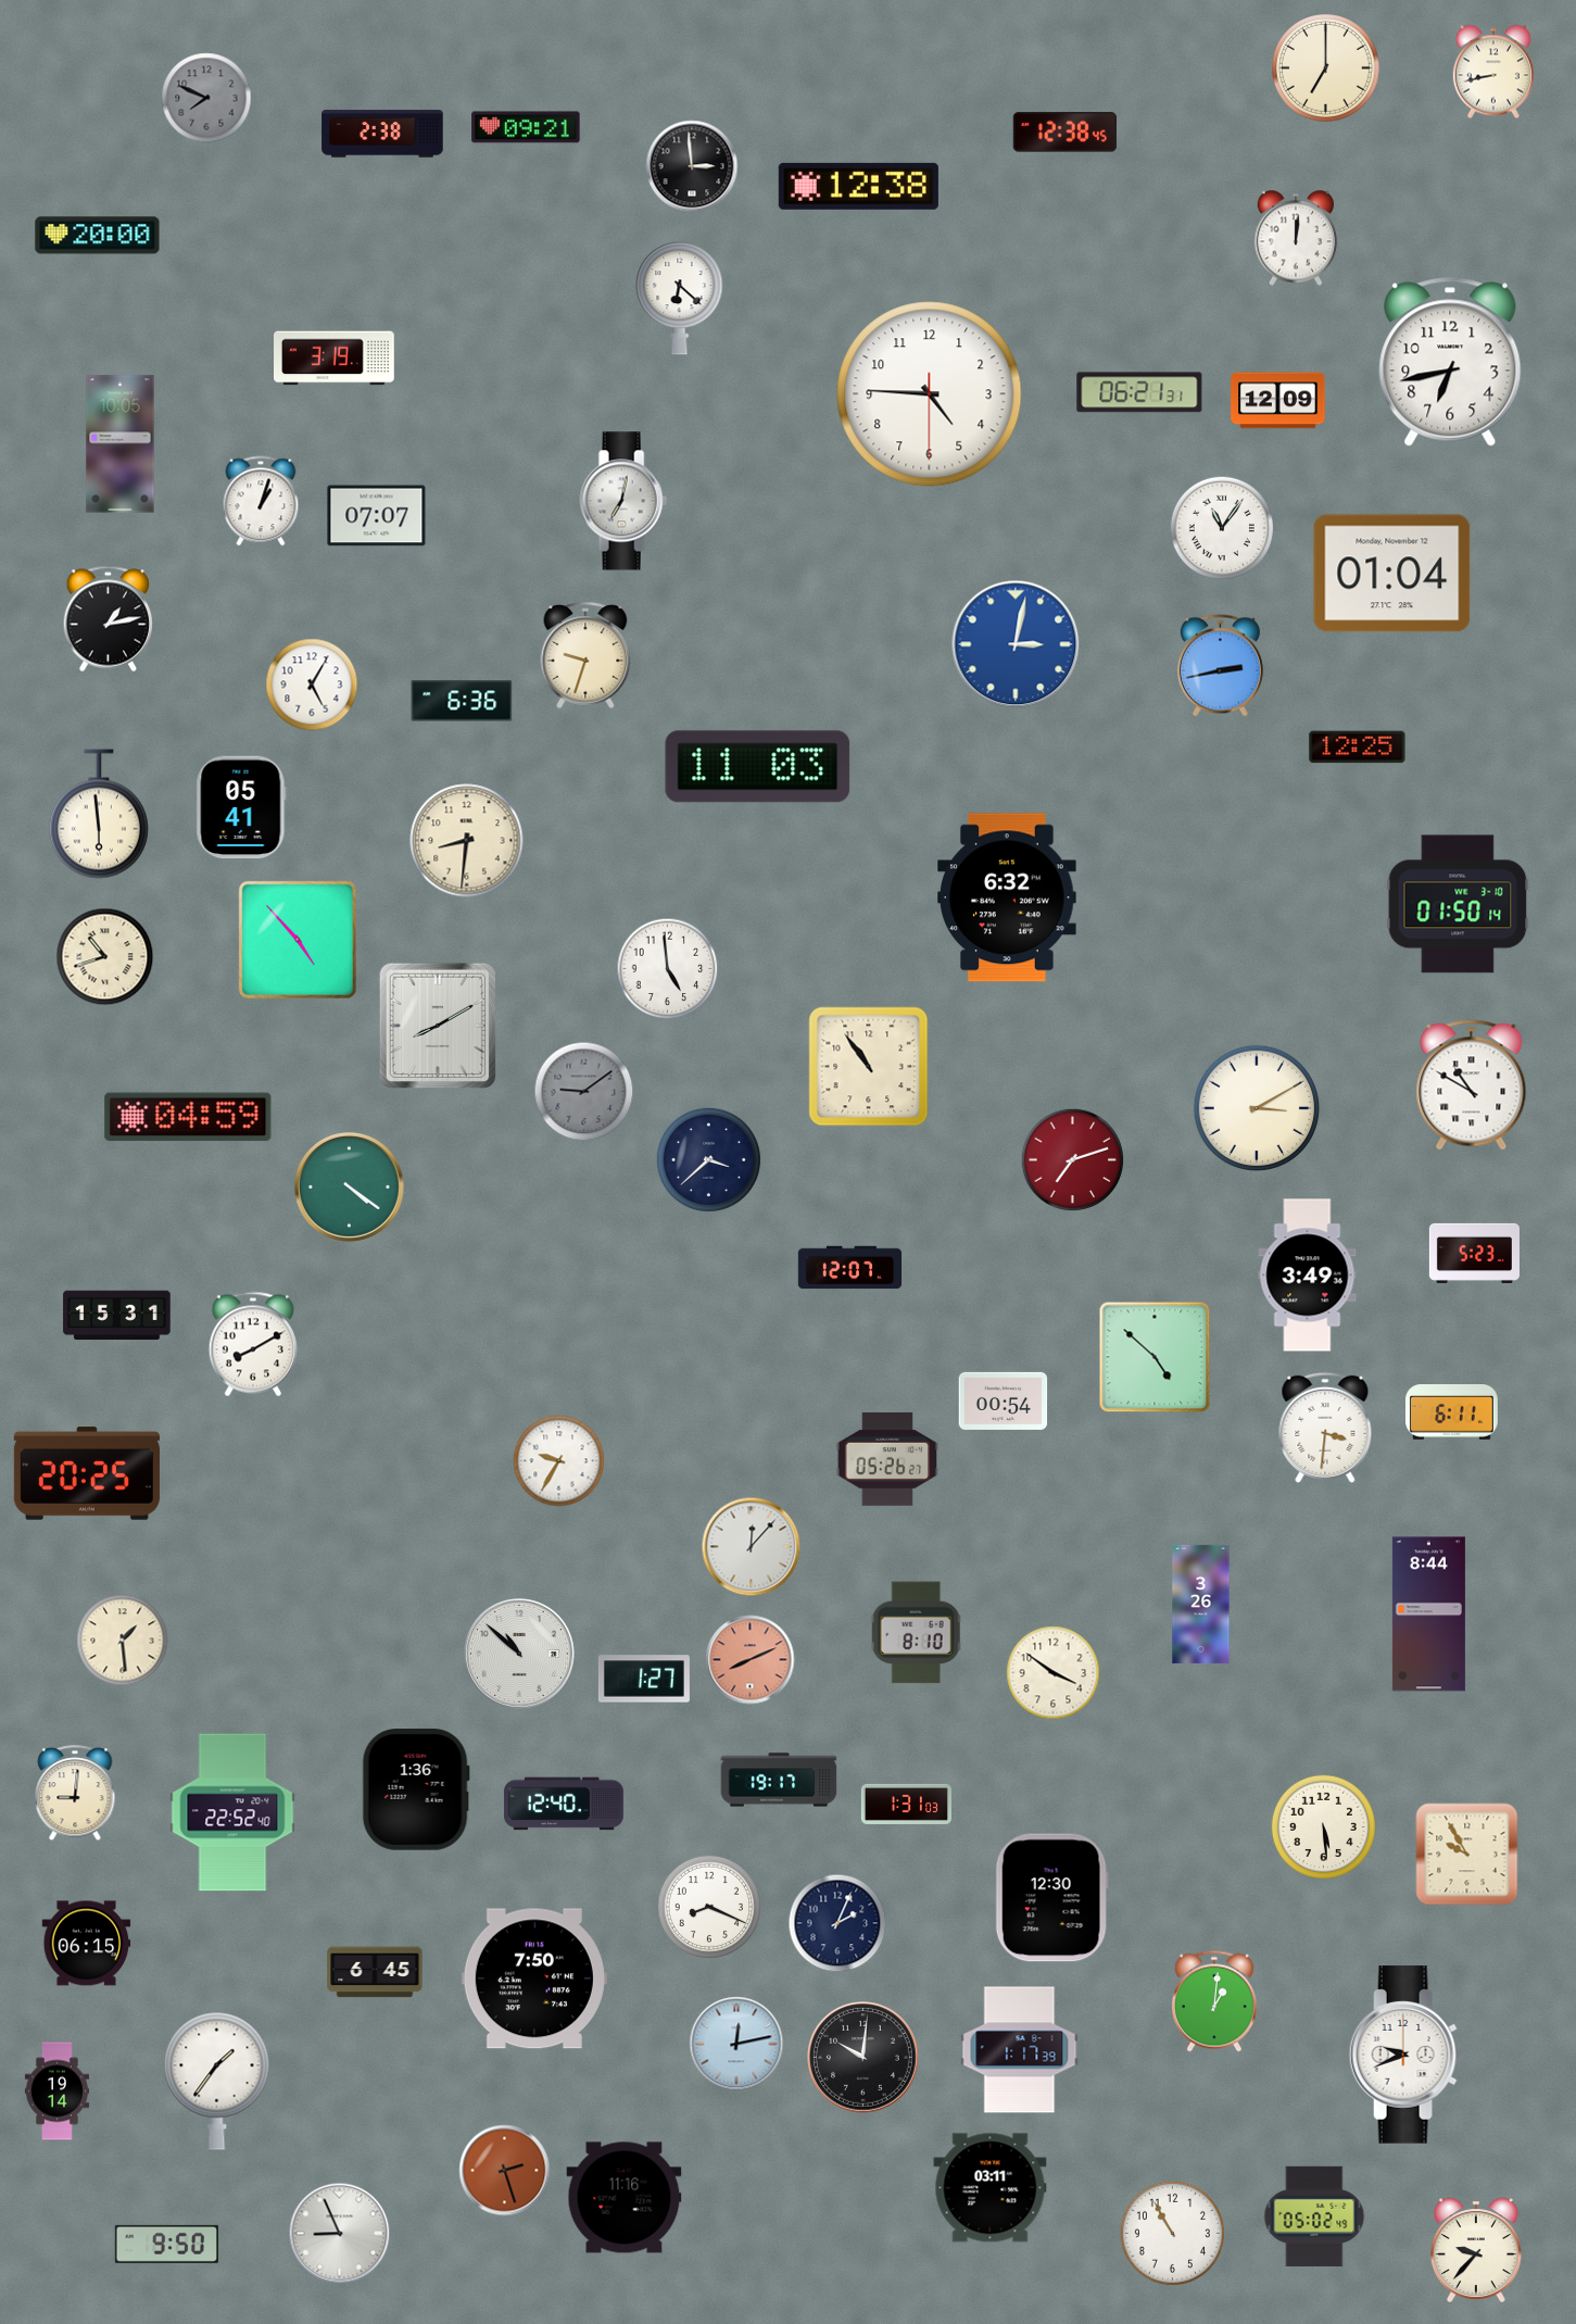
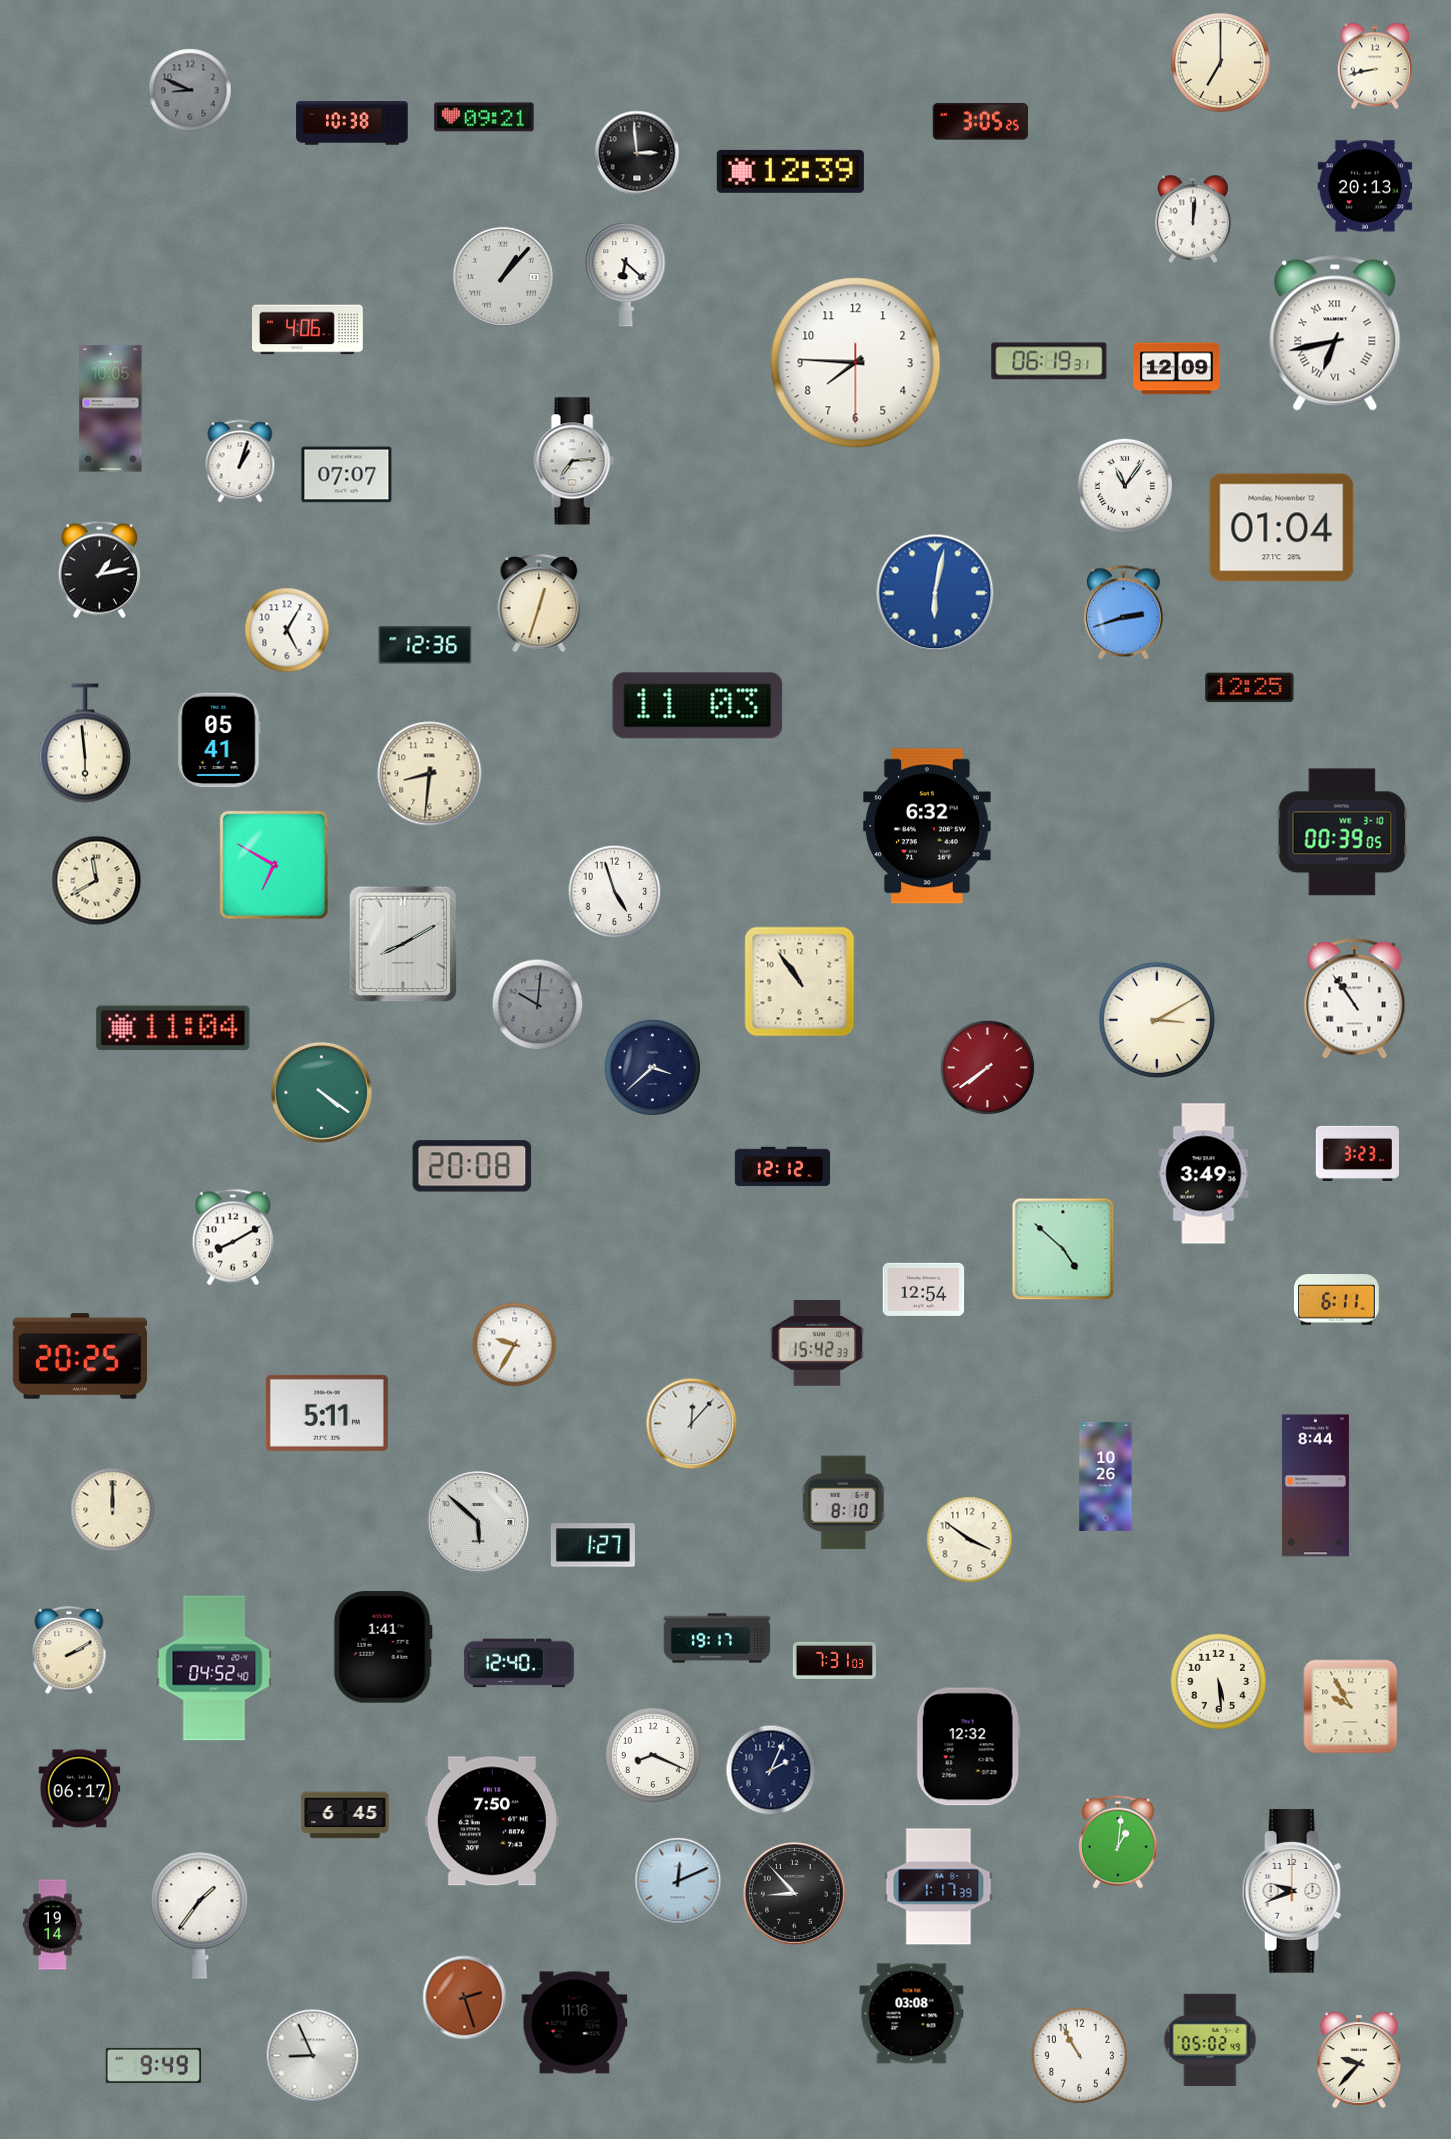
clock at (206, 98): 7:49 -> 8:49
clock at (1064, 133): 12:38 -> 3:05
clock at (382, 134): 2:38 -> 10:38
clock at (858, 186): 12:38 -> 12:39
clock at (1365, 186): none -> 20:13
clock at (98, 236): 20:00 -> none
clock at (503, 277): none -> 1:07
clock at (335, 359): 3:19 -> 4:06
clock at (1450, 362) numerals: Arabic -> Roman
clock at (1139, 392): 06:21 -> 06:19
clock at (930, 394): 4:45 -> 7:45
clock at (623, 501): 7:02 -> 7:14
clock at (1016, 644): 3:02 -> 6:02
clock at (585, 655): 9:33 -> 12:33
clock at (1220, 666): 2:43 -> 2:42
clock at (462, 701): 6:36 -> 12:36
clock at (241, 807) position: (241, 807) -> (219, 740)
clock at (99, 814) position: (99, 814) -> (85, 743)
clock at (1458, 904): 01:50 -> 00:39
clock at (298, 940): 4:53 -> 6:50
clock at (105, 957): 10:42 -> 11:40
clock at (668, 969): 4:59 -> 4:57
clock at (1472, 1085): 10:50 -> 10:54
clock at (584, 1092): 9:09 -> 10:01
clock at (188, 1117): 04:59 -> 11:04
clock at (1073, 1160): 7:12 -> 7:39
clock at (1474, 1253): 5:23 -> 3:23
clock at (472, 1166): none -> 20:08
clock at (850, 1268): 12:07 -> 12:12
clock at (117, 1316): 15:31 -> none
clock at (1004, 1400): 00:54 -> 12:54
clock at (1325, 1428): 3:31 -> none
clock at (887, 1459): 05:26 -> 15:42
clock at (327, 1413): none -> 5:11
clock at (1201, 1604): 3:26 -> 10:26
clock at (123, 1641): 1:29 -> 12:00
clock at (519, 1654): 10:52 -> 5:52
clock at (751, 1660): 8:11 -> none
clock at (416, 1789): 1:36 -> 1:41
clock at (75, 1794): 9:01 -> 2:10
clock at (564, 1804) position: (564, 1804) -> (519, 1663)
clock at (906, 1804): 1:31 -> 7:31
clock at (232, 1812): 22:52 -> 04:52
clock at (1051, 1898): 12:30 -> 12:32
clock at (87, 1944): 06:15 -> 06:17
clock at (736, 2044): 12:13 -> 12:11
clock at (863, 2058): 10:01 -> 8:53
clock at (991, 2188): 03:11 -> 03:08
clock at (166, 2244): 9:50 -> 9:49
clock at (1476, 2250) position: (1476, 2250) -> (1359, 2060)
